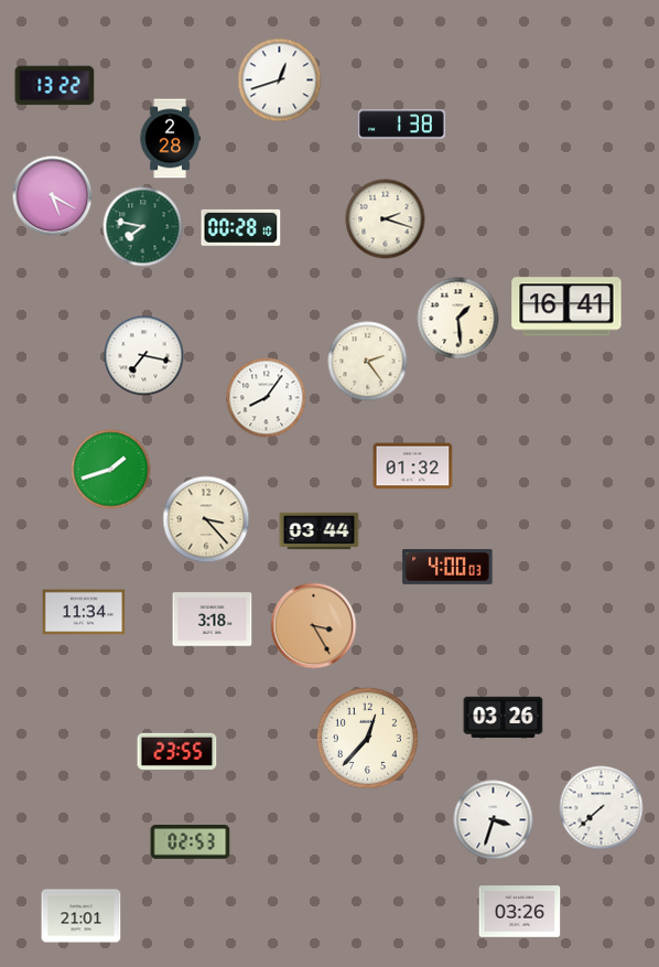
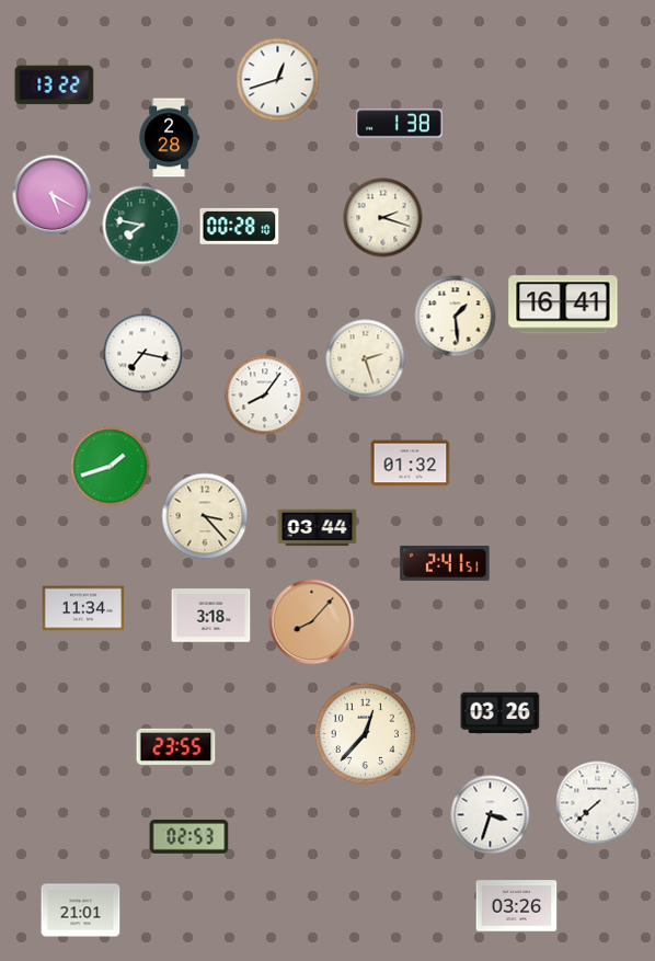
clock at (368, 362): 2:24 -> 2:27
clock at (447, 567): 4:00 -> 2:41
clock at (314, 626): 3:25 -> 8:07
